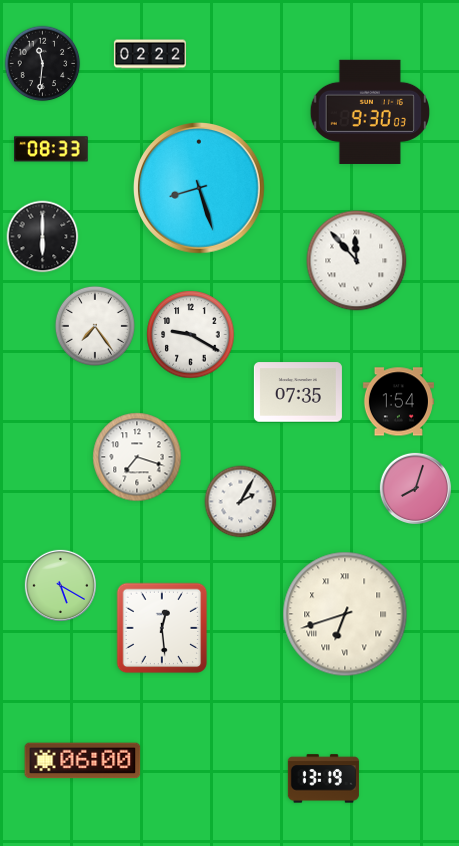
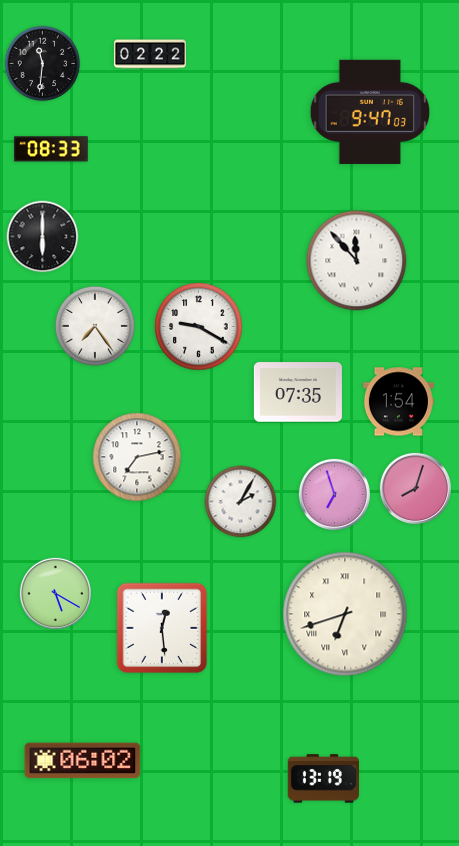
clock at (369, 112): 9:30 -> 9:47
clock at (200, 189): 8:27 -> none
clock at (191, 335) position: (191, 335) -> (199, 327)
clock at (137, 457): 7:18 -> 7:13
clock at (334, 494): none -> 6:57
clock at (60, 585) position: (60, 585) -> (55, 593)
clock at (83, 761): 06:00 -> 06:02
